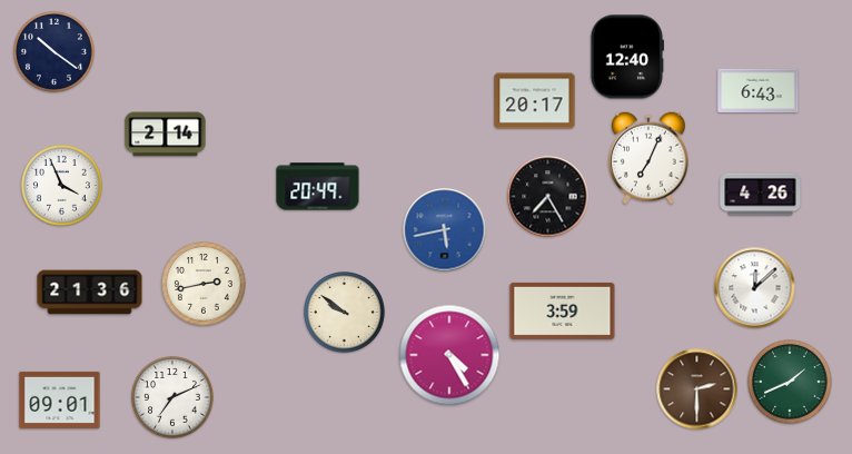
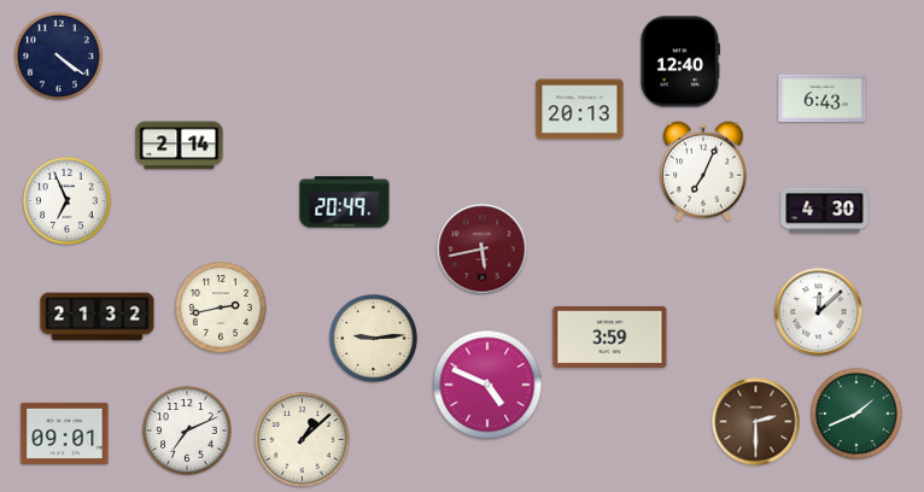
clock at (55, 52): 10:21 -> 4:21
clock at (535, 101): 20:17 -> 20:13
clock at (62, 186): 3:56 -> 6:56
clock at (761, 195): 4:26 -> 4:30
clock at (548, 197): 7:25 -> none
clock at (445, 230) dial: blue -> burgundy
clock at (90, 293): 21:36 -> 21:32
clock at (345, 313): 9:51 -> 9:14
clock at (449, 355): 4:25 -> 4:49
clock at (303, 440): none -> 1:08
